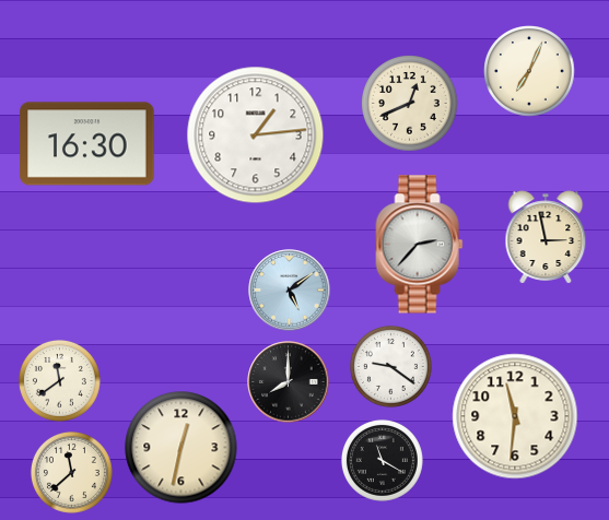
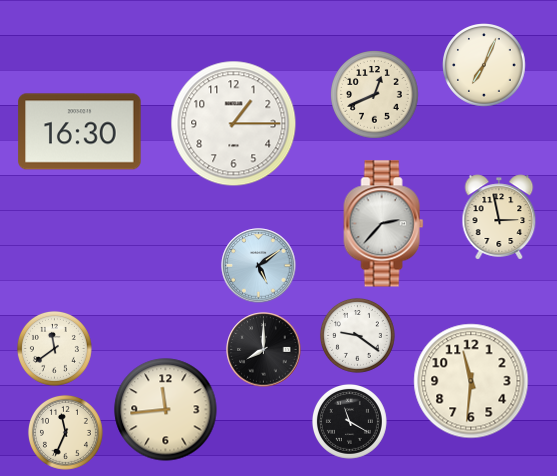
clock at (256, 135): 1:14 -> 1:15
clock at (290, 291) position: (290, 291) -> (259, 266)
clock at (181, 448): 12:32 -> 11:44
clock at (71, 472): 11:38 -> 11:34
